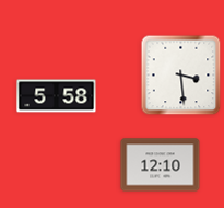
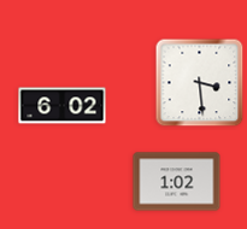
clock at (57, 96): 5:58 -> 6:02
clock at (161, 165): 12:10 -> 1:02
